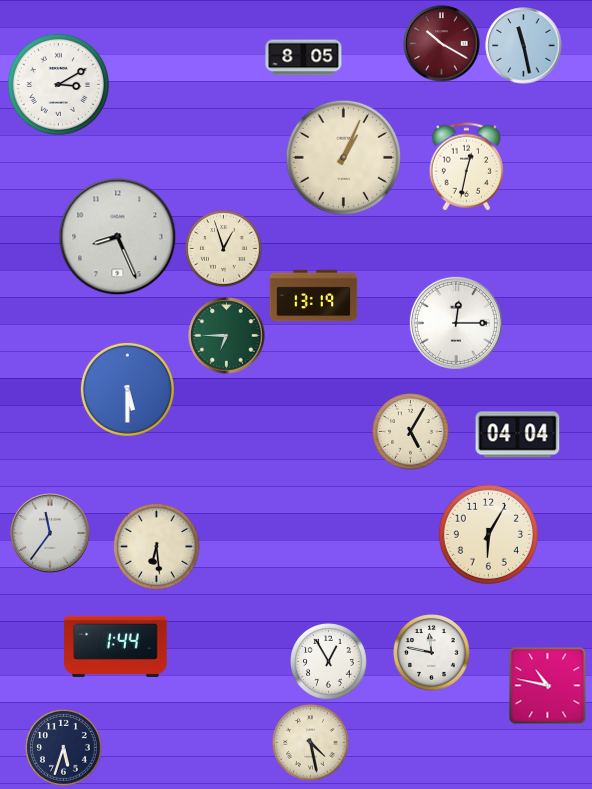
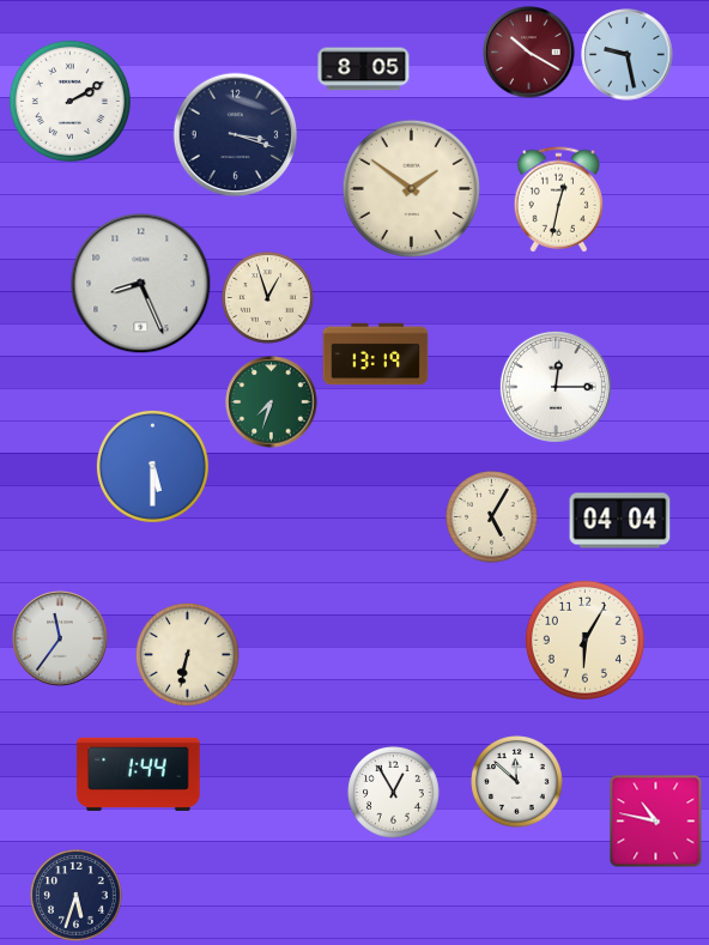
clock at (524, 46): 11:28 -> 9:28
clock at (58, 84): 3:10 -> 2:10
clock at (236, 135): none -> 3:18
clock at (343, 157): 1:04 -> 1:51
clock at (456, 323) position: (456, 323) -> (556, 387)
clock at (227, 336): 6:45 -> 7:33
clock at (156, 546): 6:29 -> 6:32
clock at (432, 653): 11:47 -> 11:52
clock at (311, 743): 4:28 -> none
